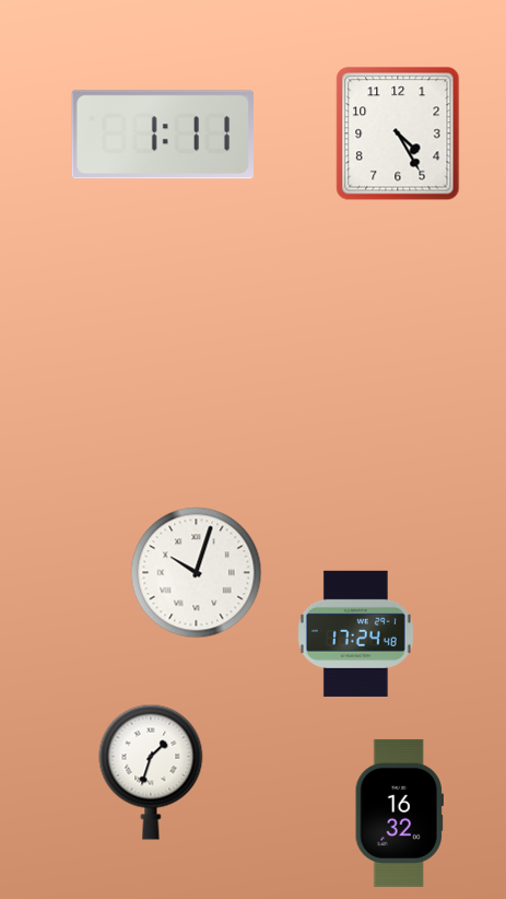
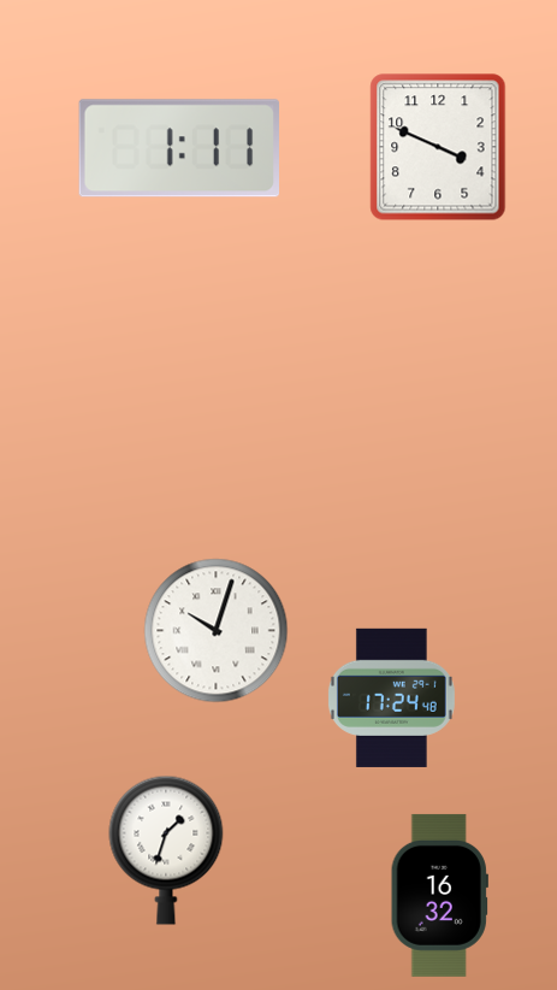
clock at (398, 133): 4:25 -> 3:49
